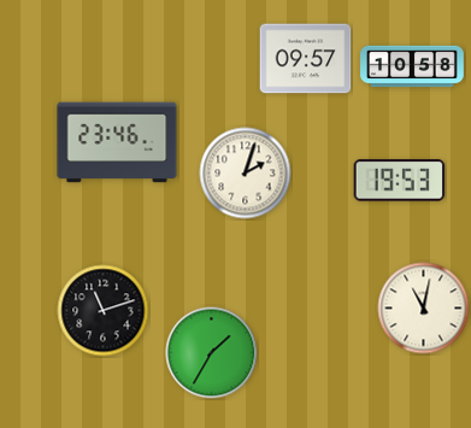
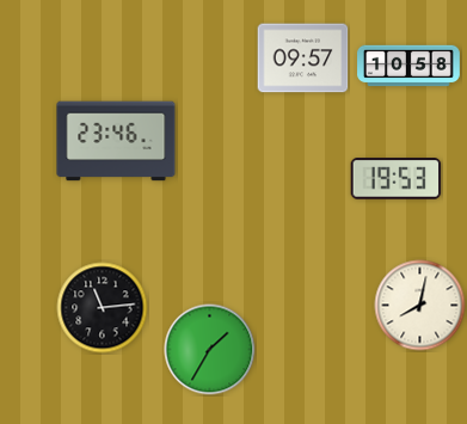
clock at (246, 174): 2:03 -> none
clock at (424, 309): 11:02 -> 8:02
clock at (104, 311): 11:12 -> 11:14
